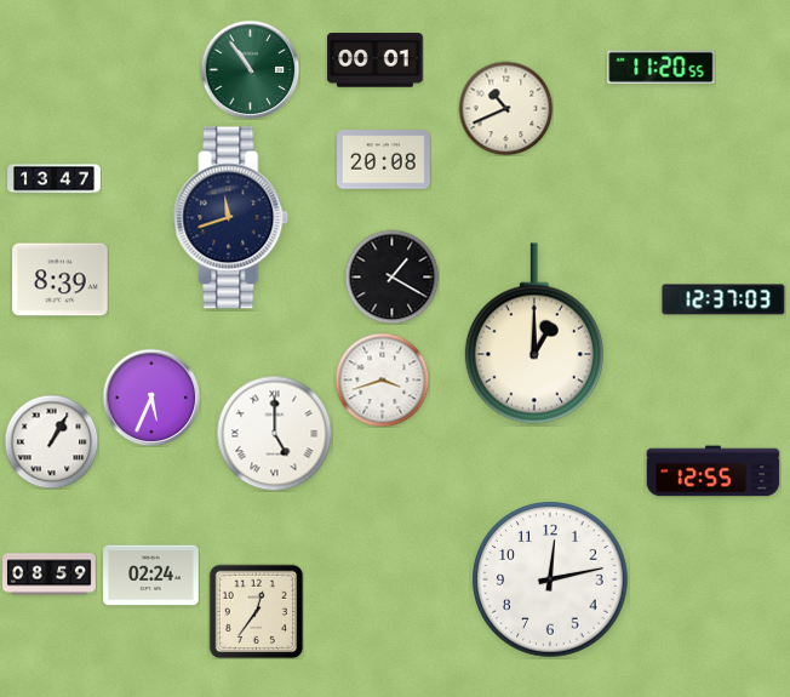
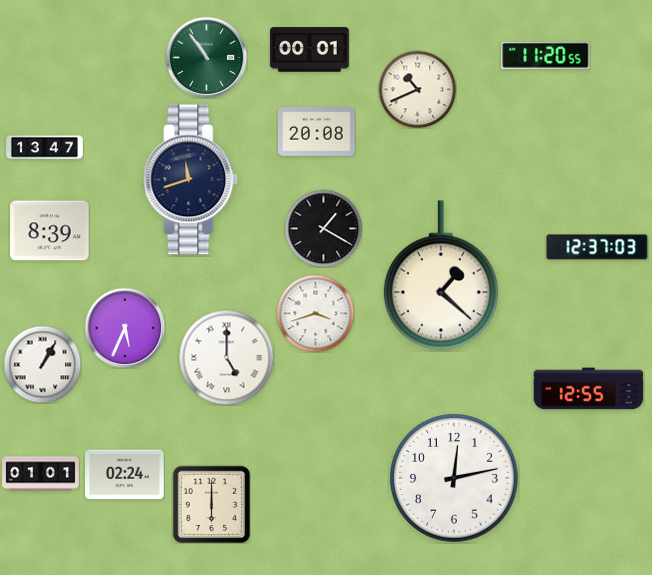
clock at (534, 333): 1:00 -> 1:22
clock at (50, 575): 08:59 -> 01:01
clock at (256, 611): 12:36 -> 6:00
